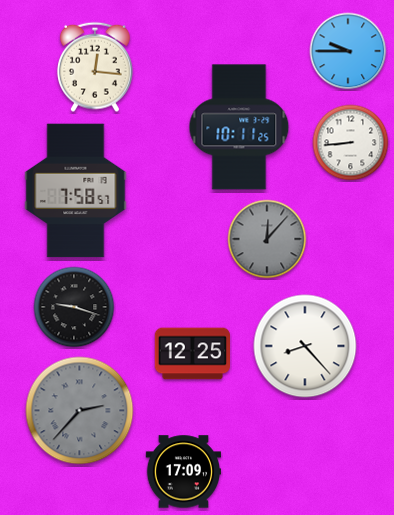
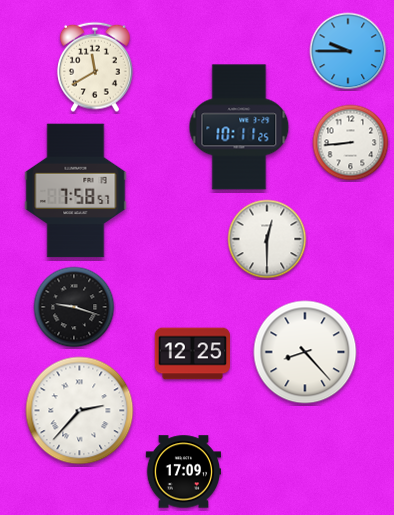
clock at (96, 67): 12:16 -> 11:40
clock at (267, 239): 12:07 -> 12:30
clock at (267, 239) dial: grey -> white
clock at (305, 346) position: (305, 346) -> (305, 352)
clock at (80, 411) dial: grey -> white
